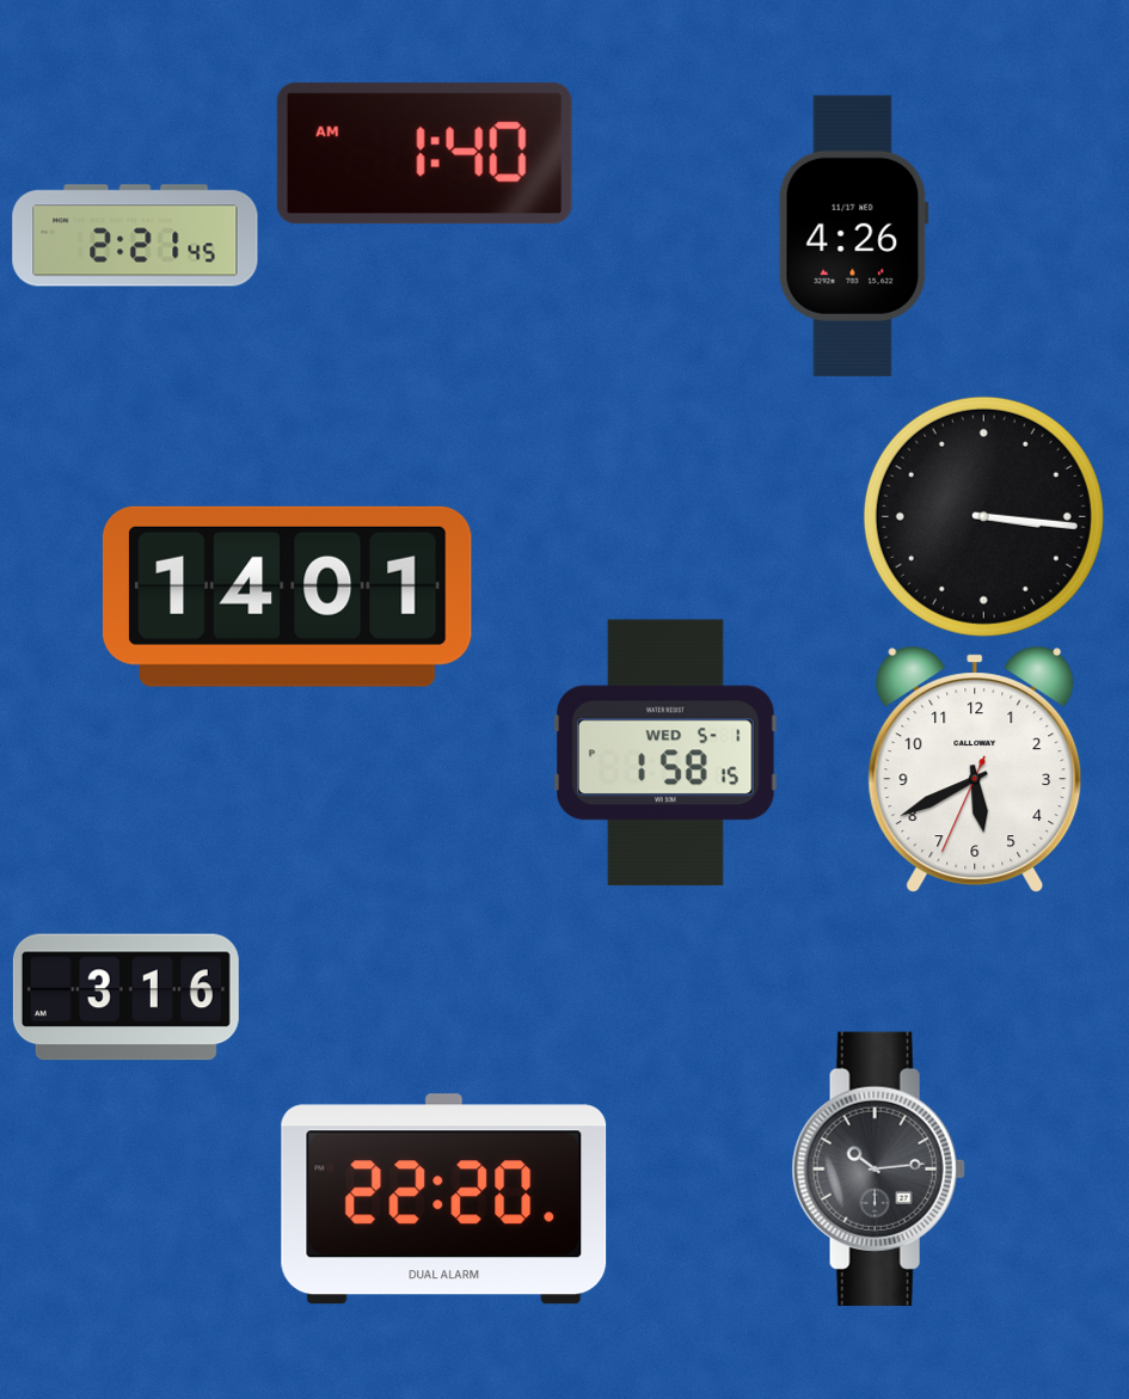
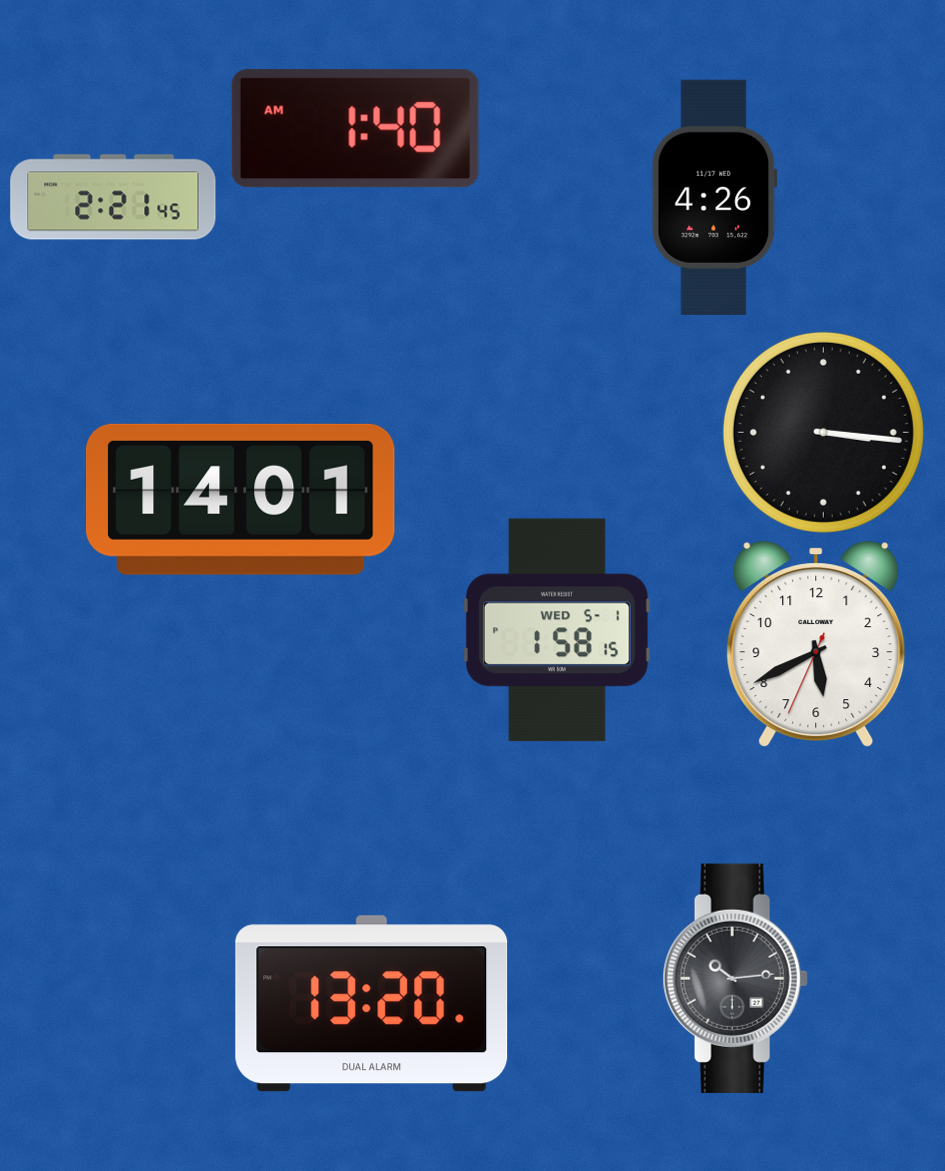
clock at (125, 998): 3:16 -> none
clock at (444, 1199): 22:20 -> 13:20
